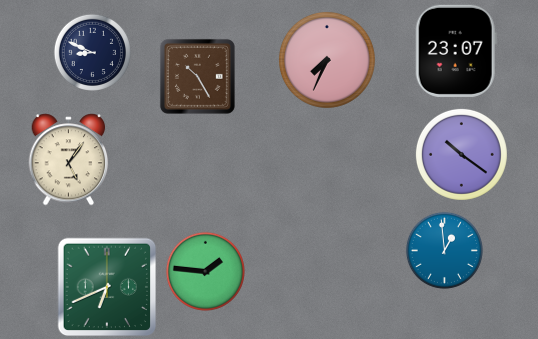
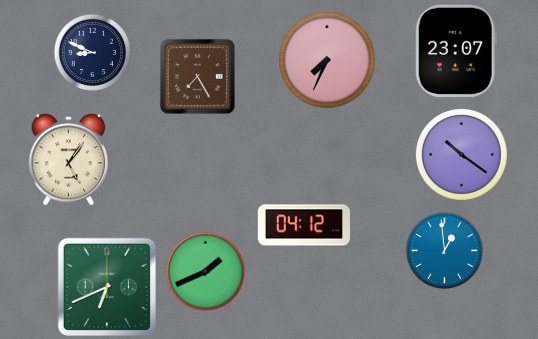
clock at (197, 76): 10:25 -> 7:25
clock at (303, 225): none -> 04:12
clock at (205, 271): 1:46 -> 1:41
